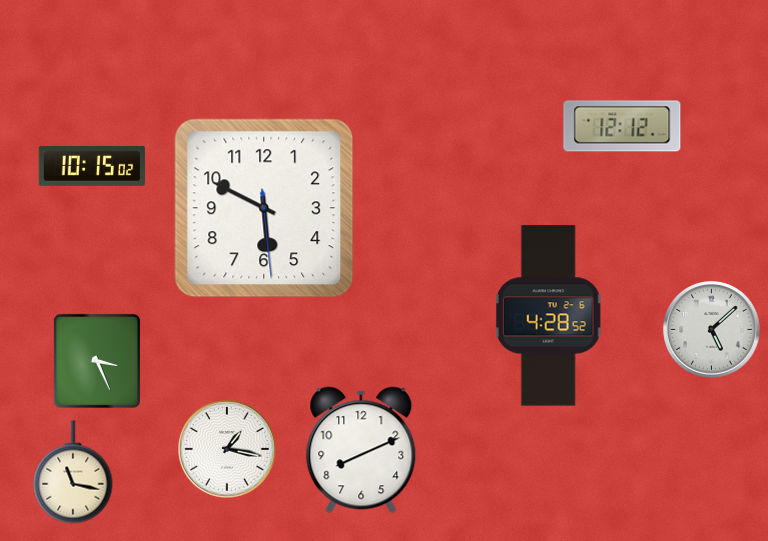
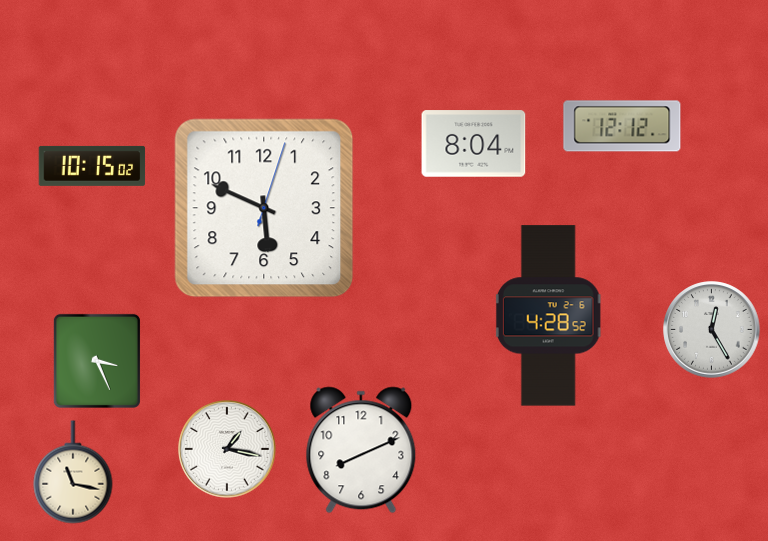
clock at (474, 144): none -> 8:04
clock at (264, 208): 5:49:29 -> 5:49:03
clock at (712, 330): 5:08 -> 12:25
